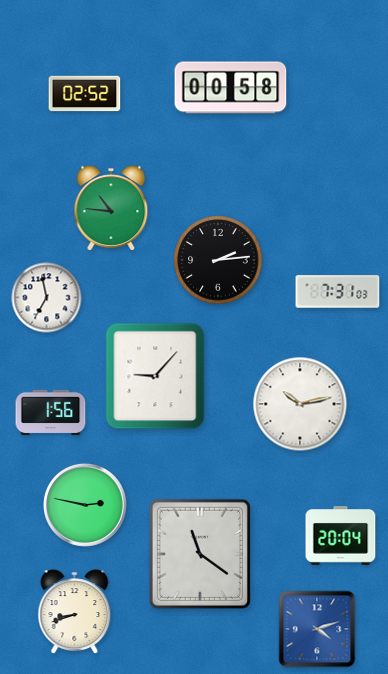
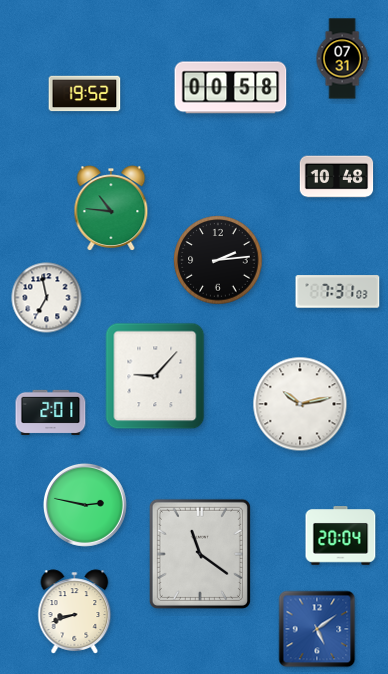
clock at (342, 59): none -> 07:31
clock at (85, 94): 02:52 -> 19:52
clock at (337, 177): none -> 10:48
clock at (51, 412): 1:56 -> 2:01
clock at (317, 629): 4:12 -> 5:09
